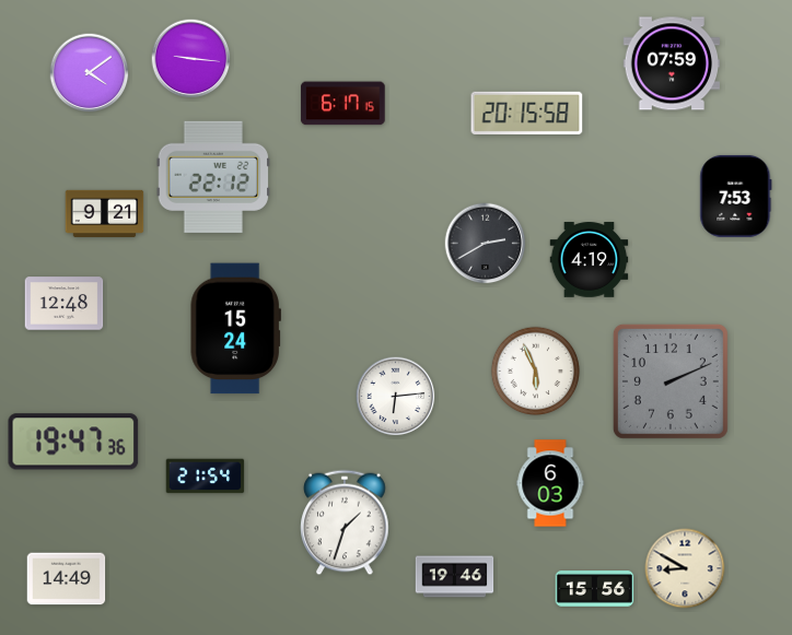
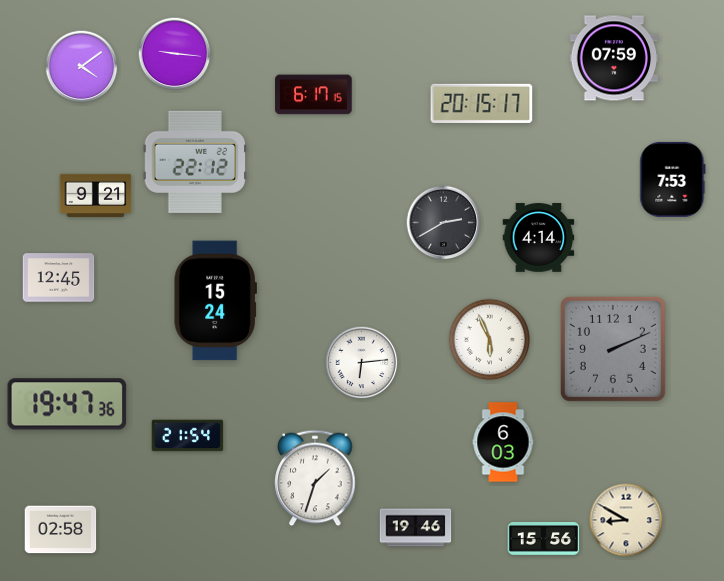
clock at (527, 113): 20:15:58 -> 20:15:17
clock at (590, 260): 4:19 -> 4:14
clock at (65, 304): 12:48 -> 12:45
clock at (67, 579): 14:49 -> 02:58
